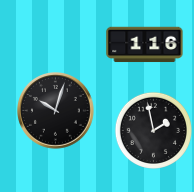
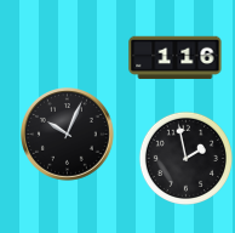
clock at (145, 45) position: (145, 45) -> (176, 58)
clock at (56, 111): 10:03 -> 10:04
